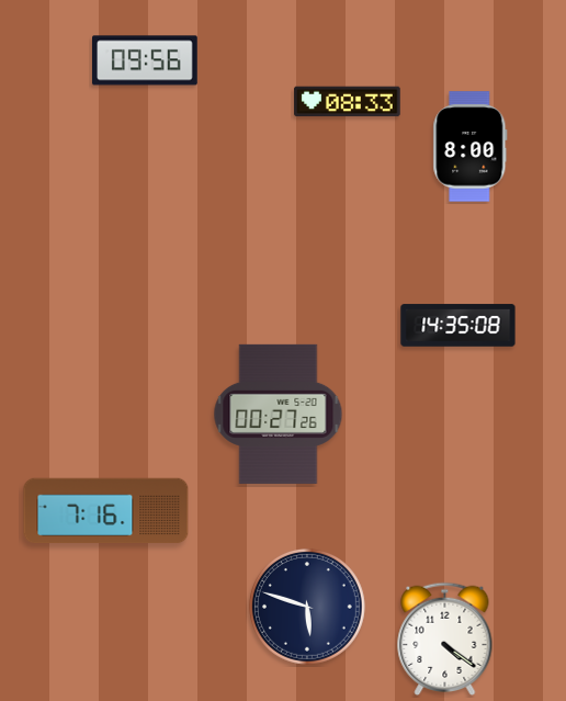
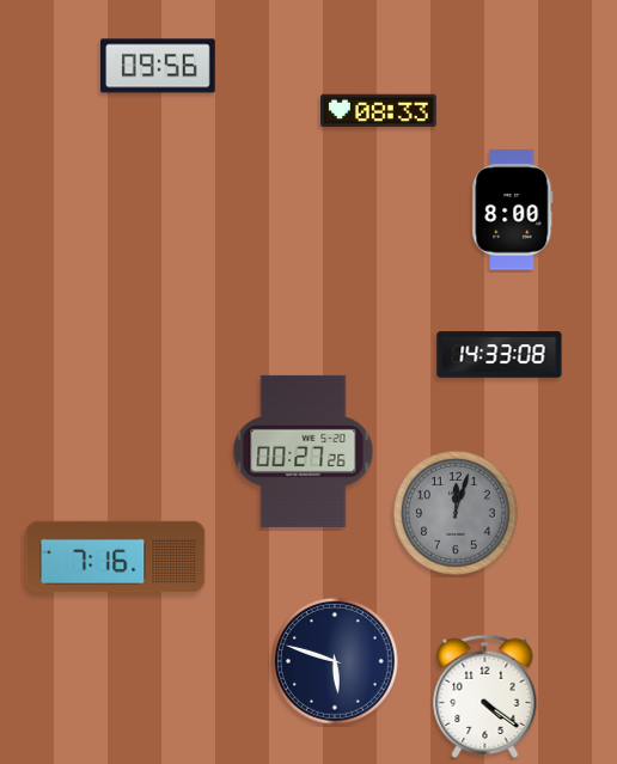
clock at (471, 147) position: (471, 147) -> (513, 210)
clock at (459, 326): 14:35 -> 14:33
clock at (457, 514): none -> 12:03
